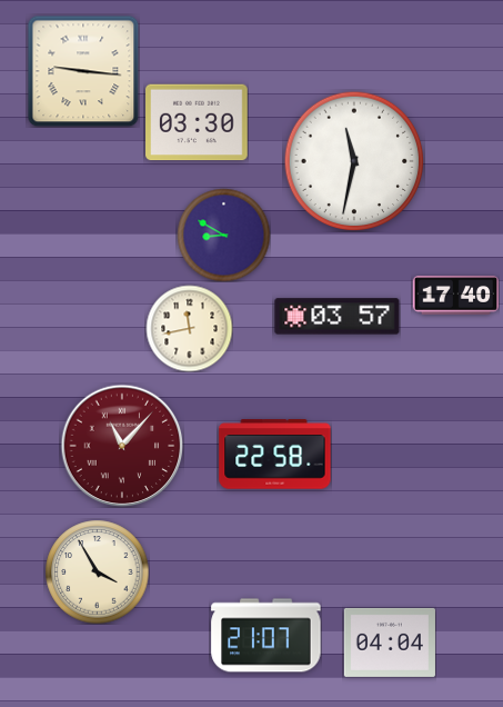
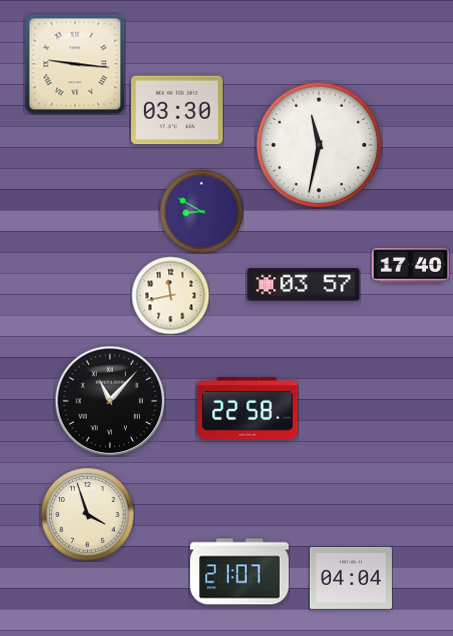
clock at (122, 446) dial: burgundy -> black
clock at (97, 571): 3:55 -> 3:57
